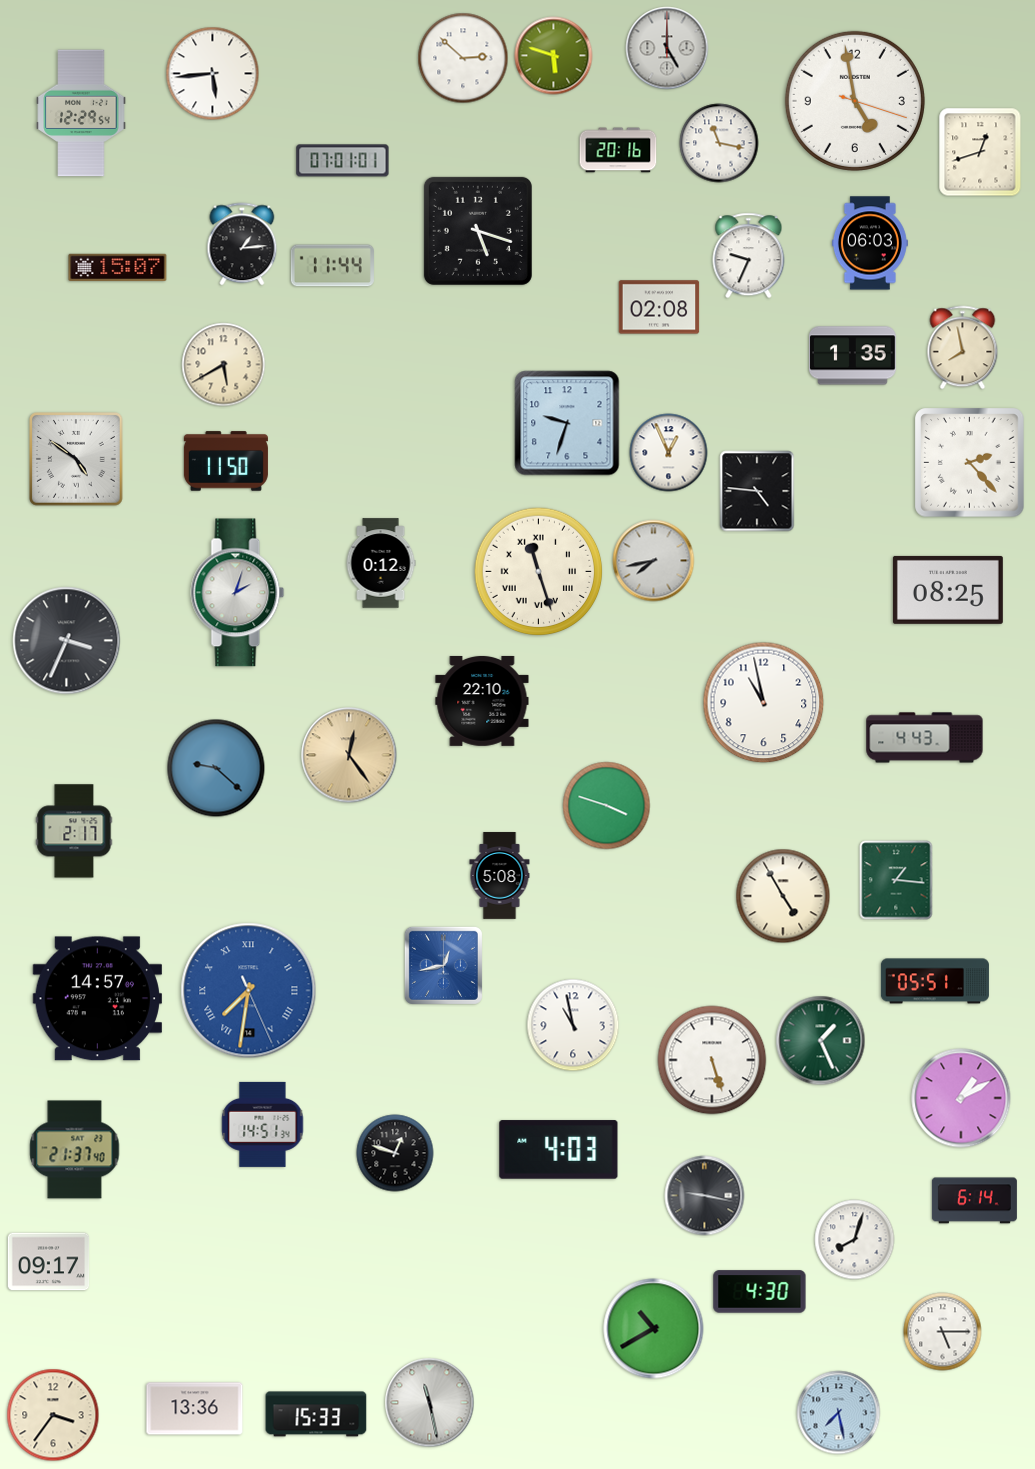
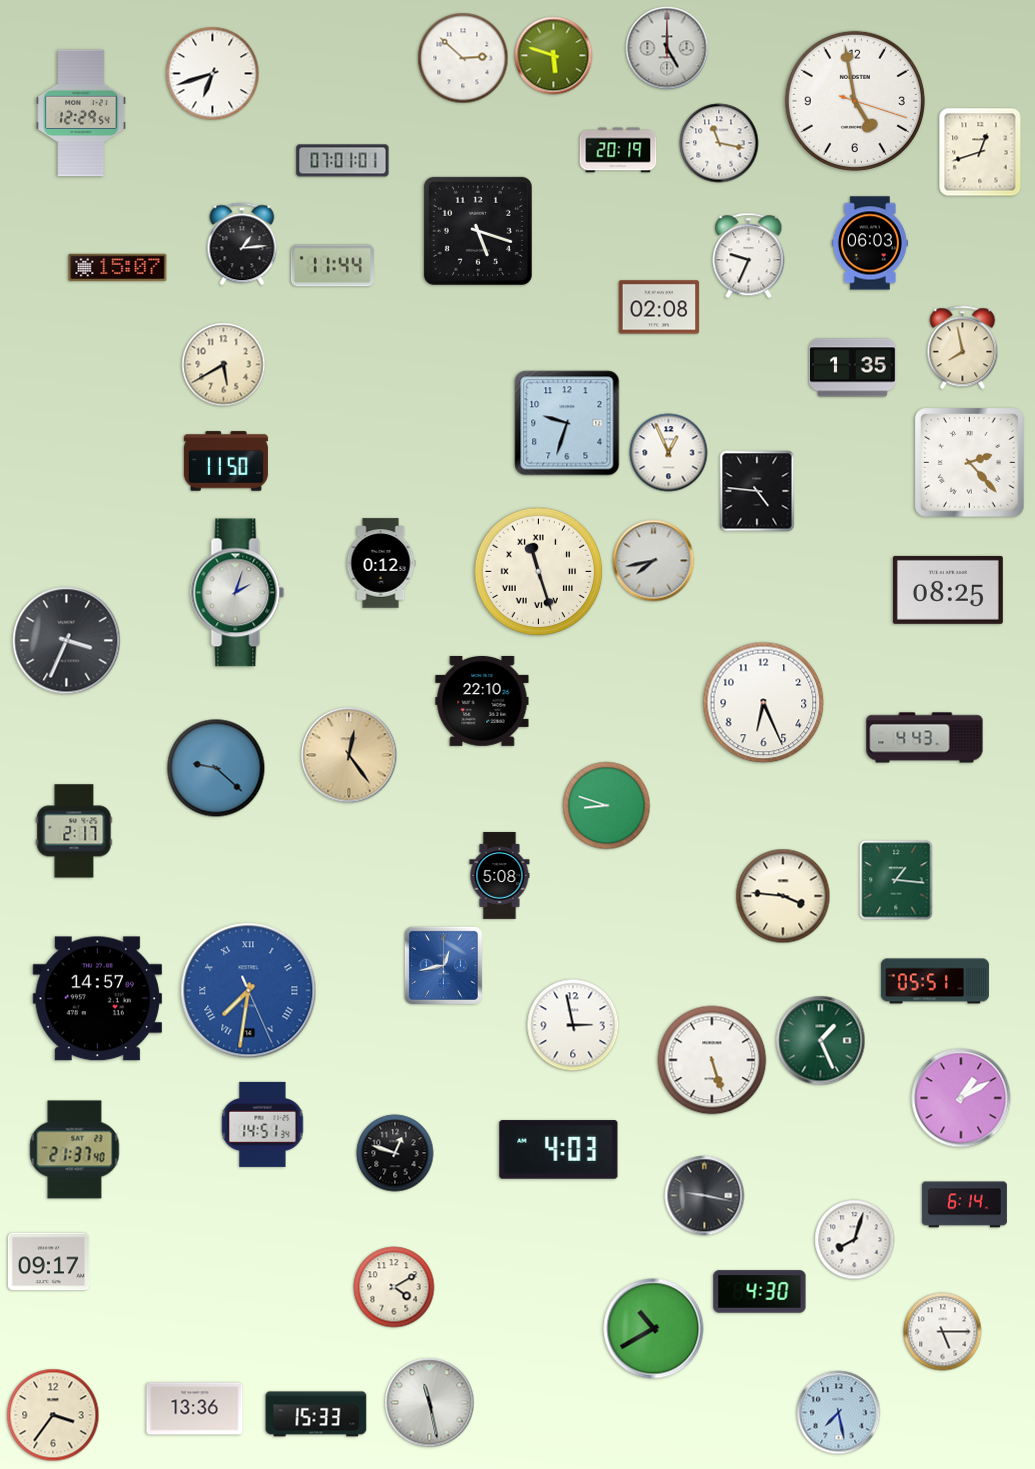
clock at (213, 74): 5:44 -> 6:42
clock at (618, 150): 20:16 -> 20:19
clock at (853, 356) position: (853, 356) -> (853, 368)
clock at (77, 460): 4:51 -> none
clock at (764, 703): 10:58 -> 6:26
clock at (607, 806): 3:48 -> 8:48
clock at (783, 896): 4:55 -> 3:46
clock at (573, 1025): 10:58 -> 2:58
clock at (974, 1201) position: (974, 1201) -> (964, 1205)
clock at (394, 1287): none -> 4:10
